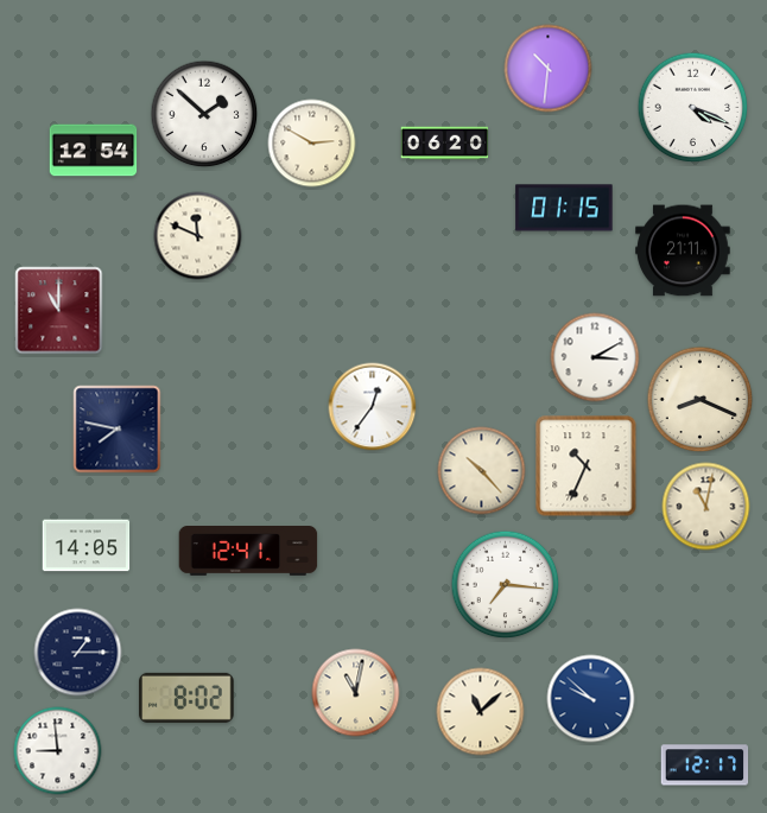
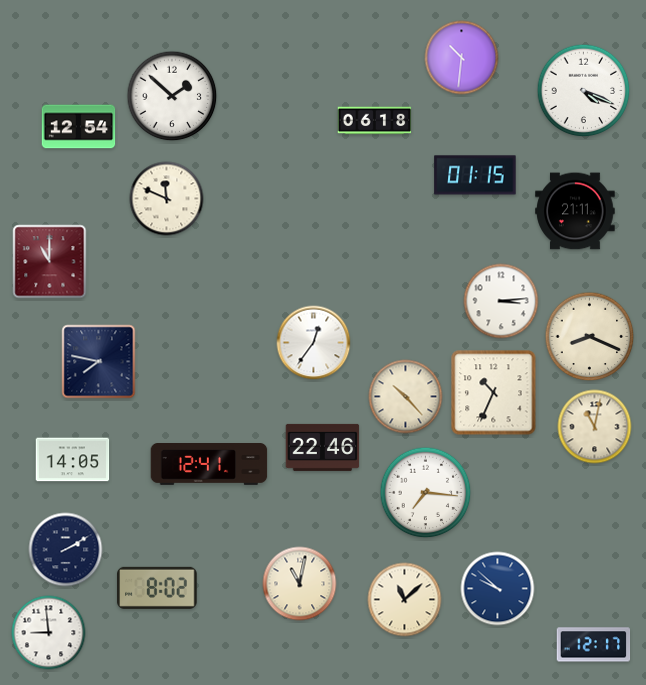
clock at (312, 144): 2:50 -> none
clock at (445, 144): 06:20 -> 06:18
clock at (595, 357): 3:10 -> 3:14
clock at (323, 447): none -> 22:46
clock at (78, 653): 1:15 -> 2:10
